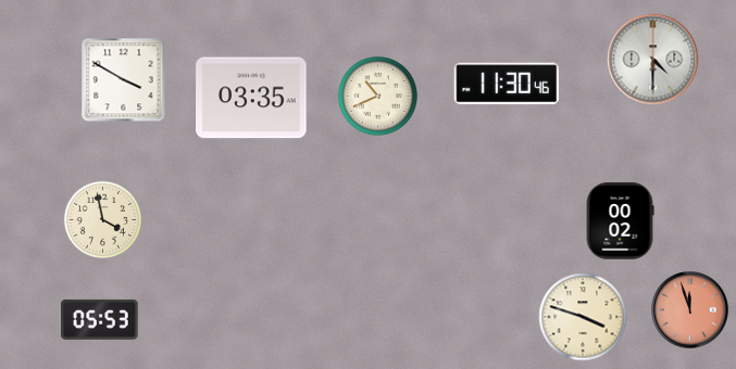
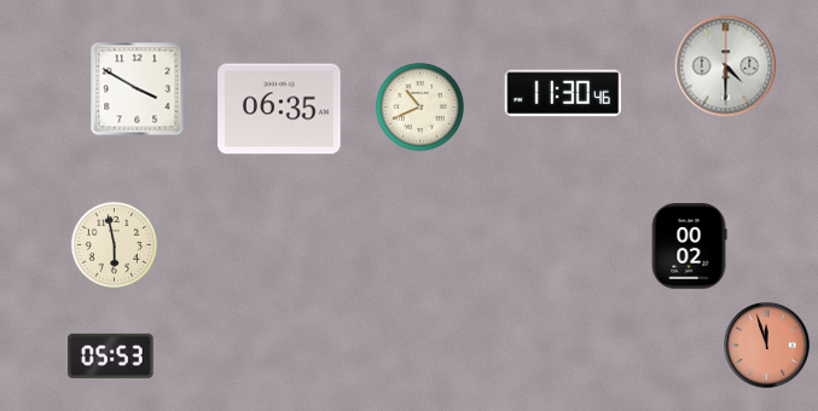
clock at (251, 98): 03:35 -> 06:35
clock at (102, 219): 3:58 -> 5:58
clock at (583, 317): 3:48 -> none
